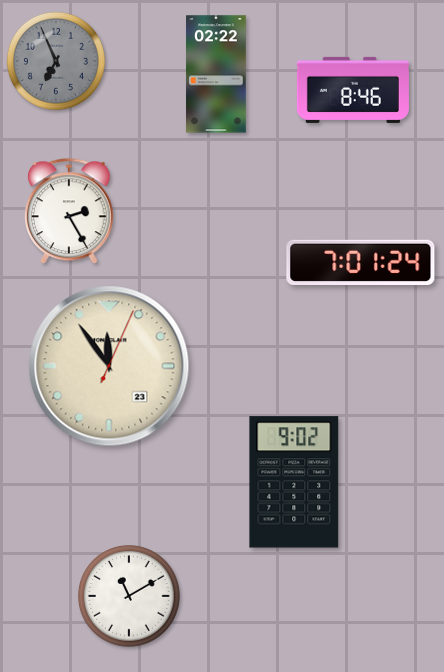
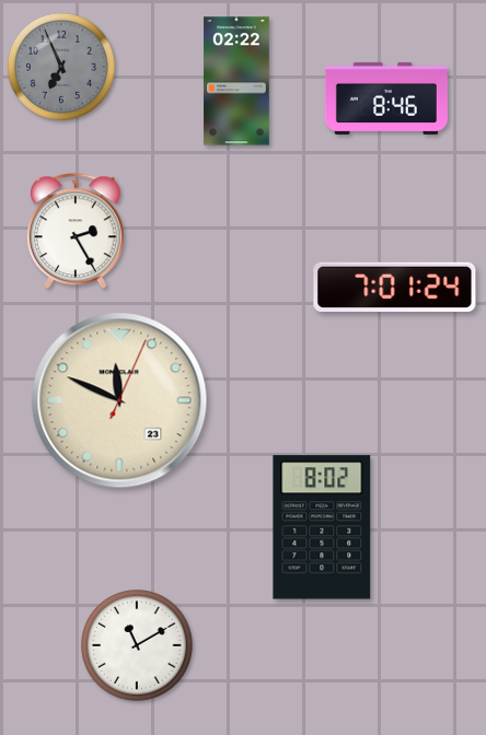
clock at (109, 366): 11:54 -> 11:49
clock at (294, 482): 9:02 -> 8:02
clock at (129, 596) position: (129, 596) -> (137, 645)
